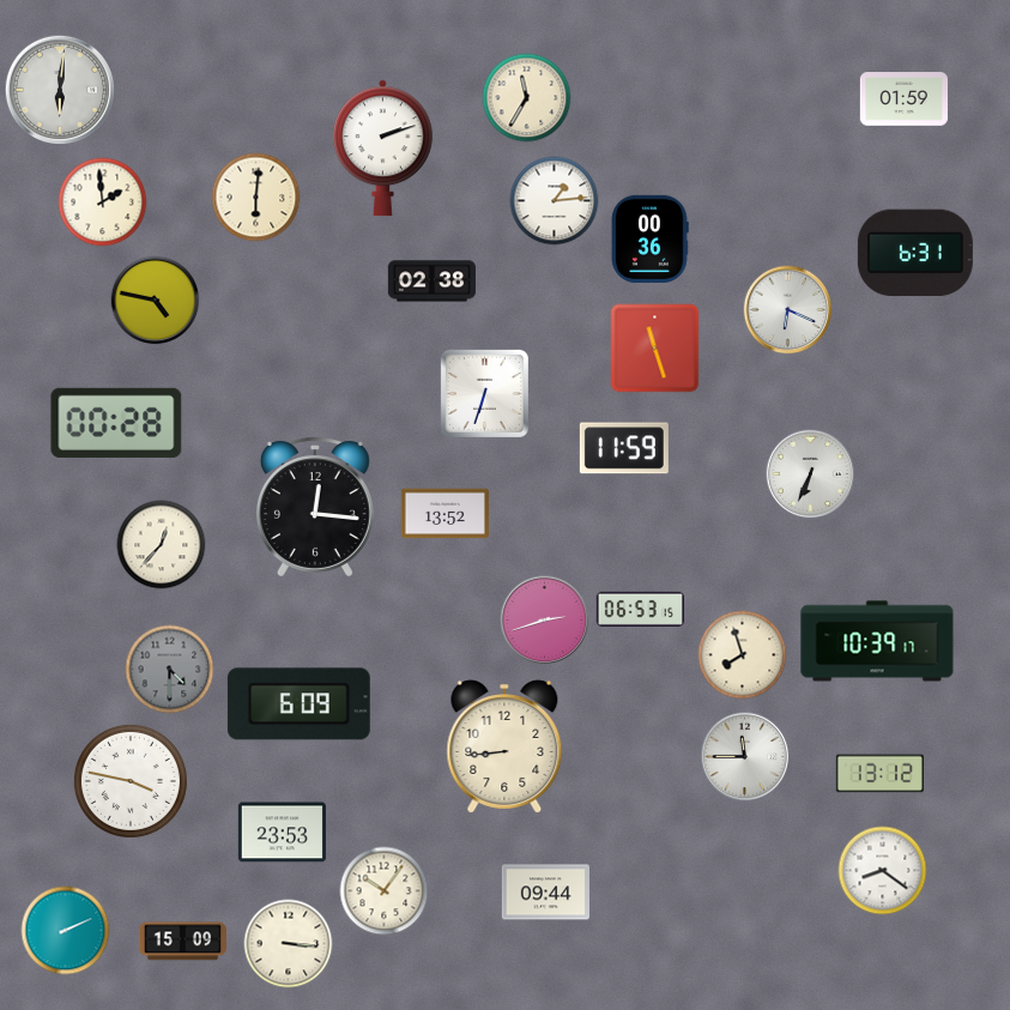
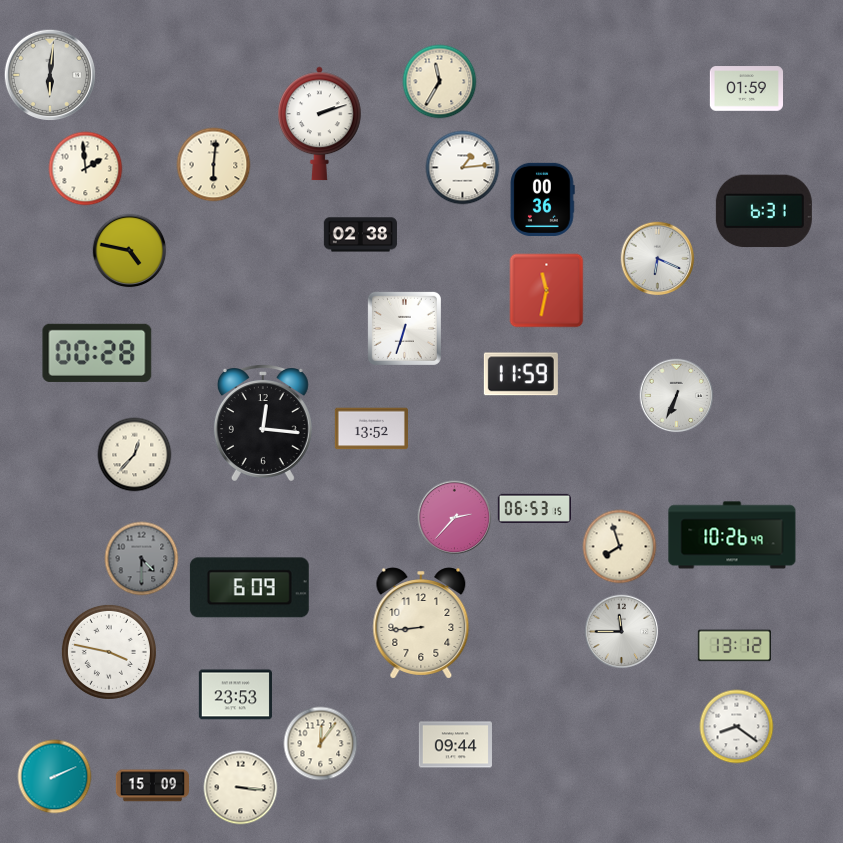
clock at (903, 99) position: (903, 99) -> (746, 89)
clock at (655, 349): 11:27 -> 11:32
clock at (545, 621): 2:42 -> 2:37
clock at (877, 641): 10:39 -> 10:26
clock at (385, 891): 10:06 -> 12:06
